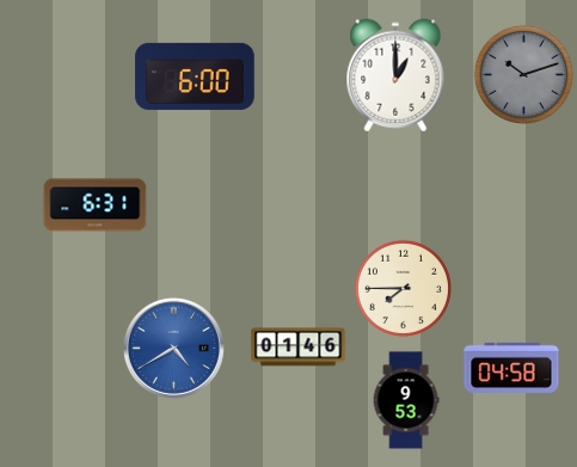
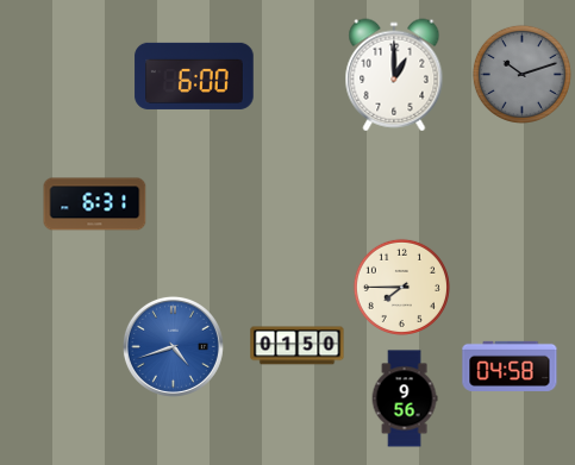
clock at (173, 348): 4:40 -> 4:42
clock at (299, 348): 01:46 -> 01:50
clock at (406, 400): 9:53 -> 9:56
